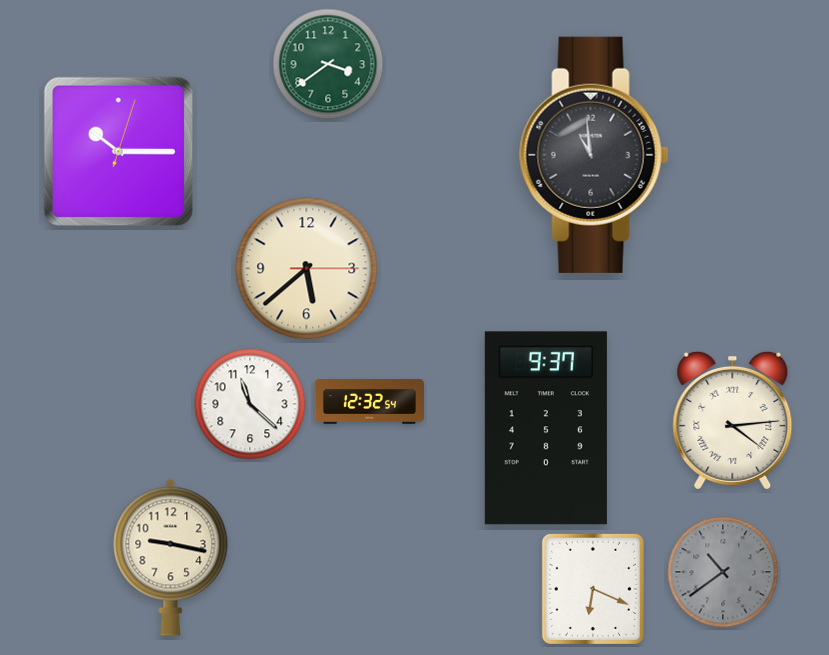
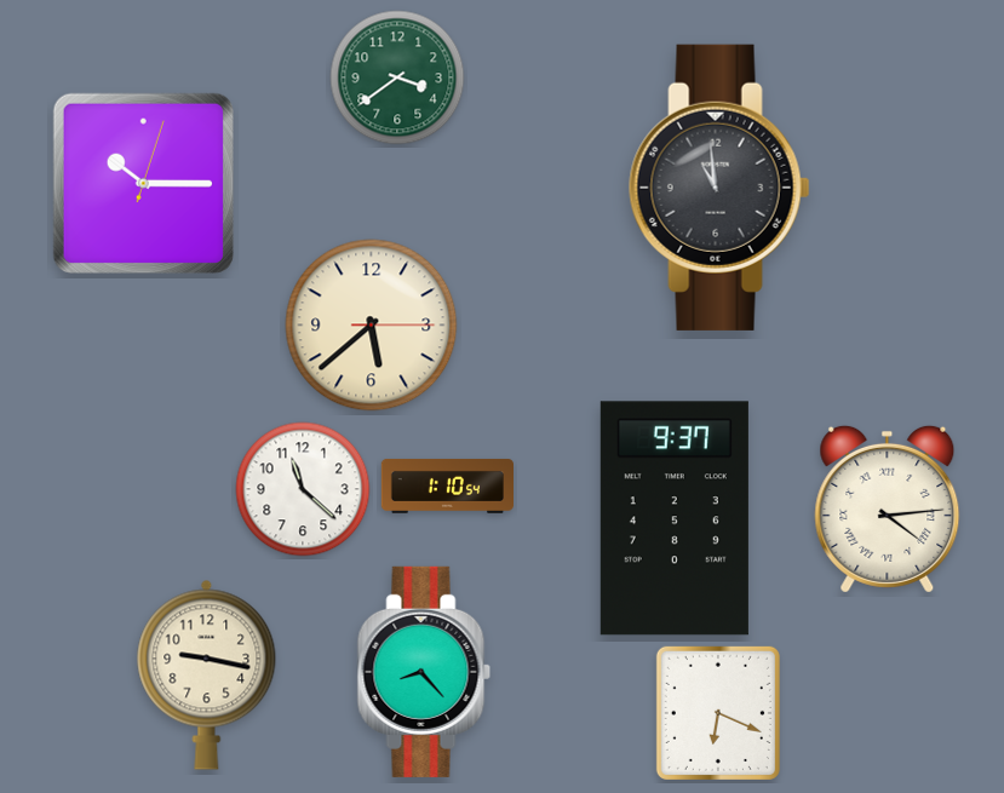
clock at (369, 401): 12:32 -> 1:10
clock at (546, 428) position: (546, 428) -> (675, 518)
clock at (424, 672): none -> 8:23
clock at (723, 572): 10:39 -> none
